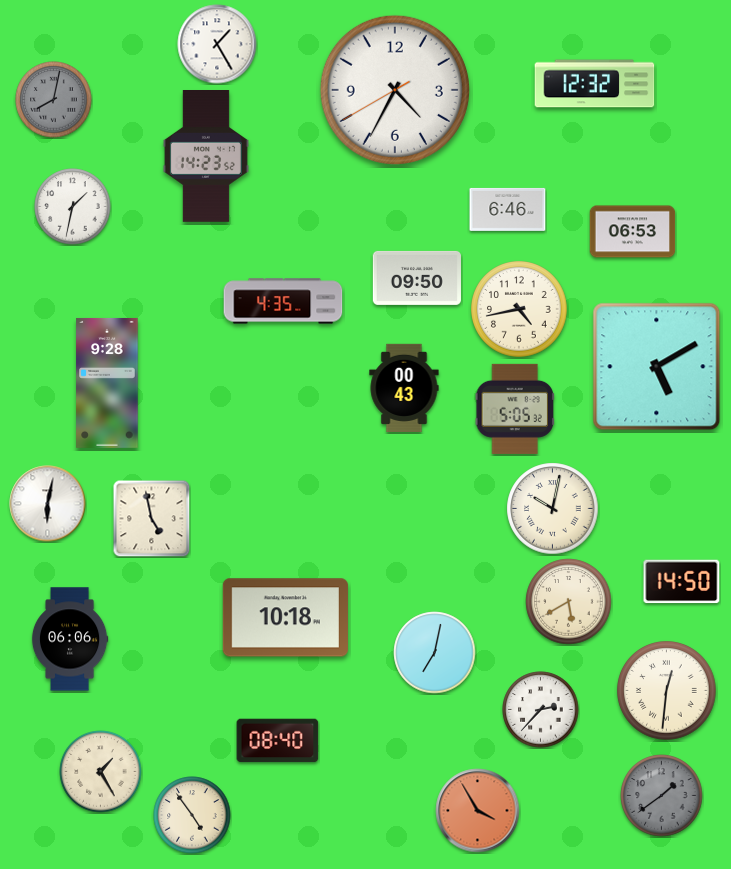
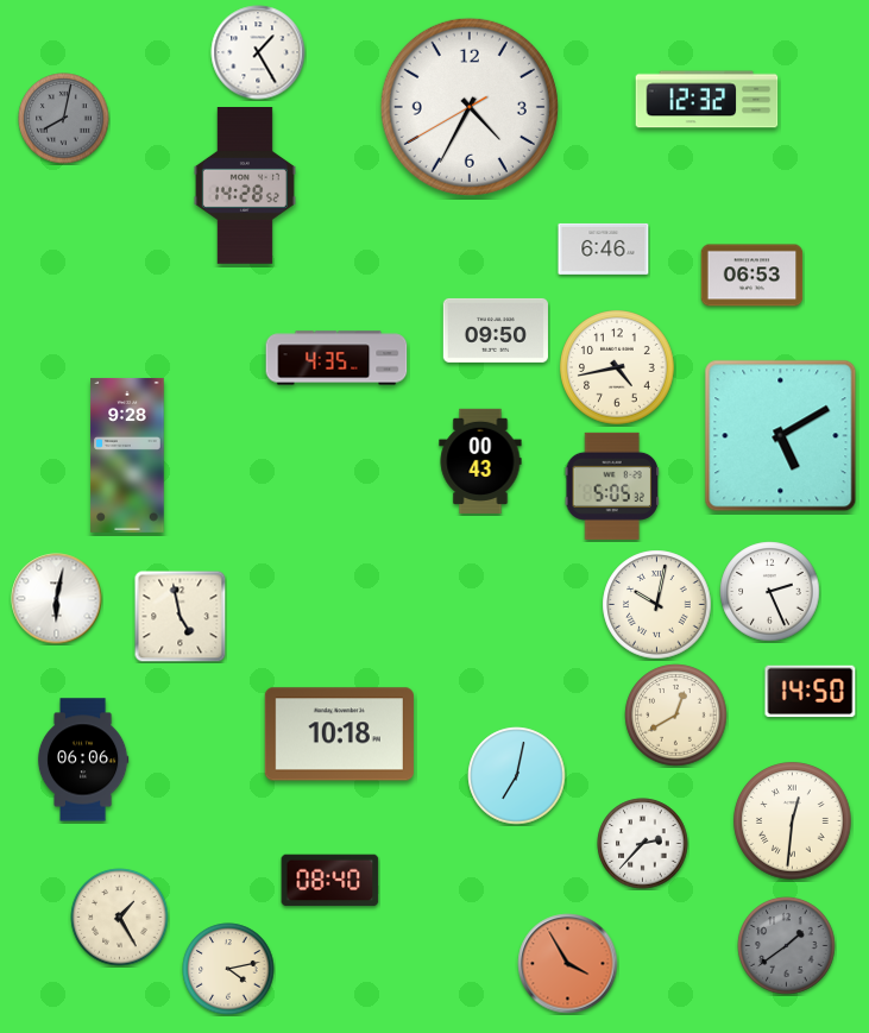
clock at (206, 157): 14:23 -> 14:28
clock at (73, 207): 1:32 -> none
clock at (770, 592): none -> 2:26
clock at (569, 602): 5:40 -> 12:40
clock at (192, 815): 4:54 -> 4:13
